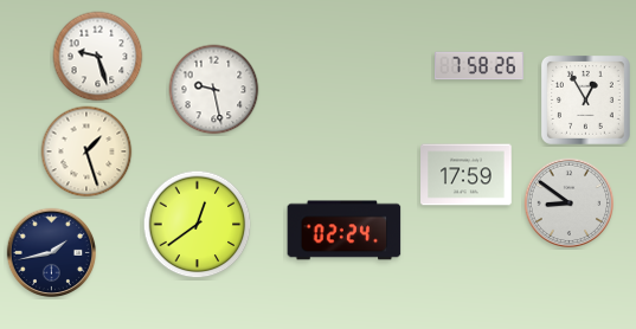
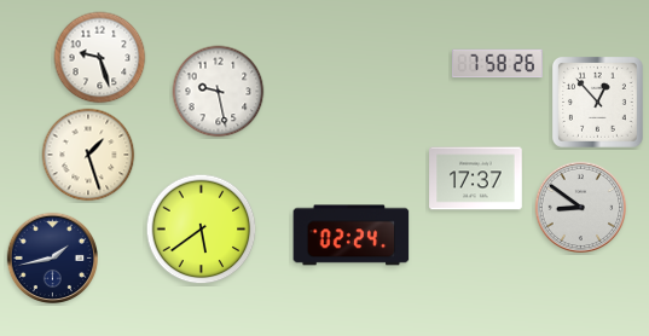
clock at (480, 66) position: (480, 66) -> (498, 64)
clock at (585, 99): 12:55 -> 12:53
clock at (467, 175): 17:59 -> 17:37
clock at (198, 225): 12:39 -> 5:39
